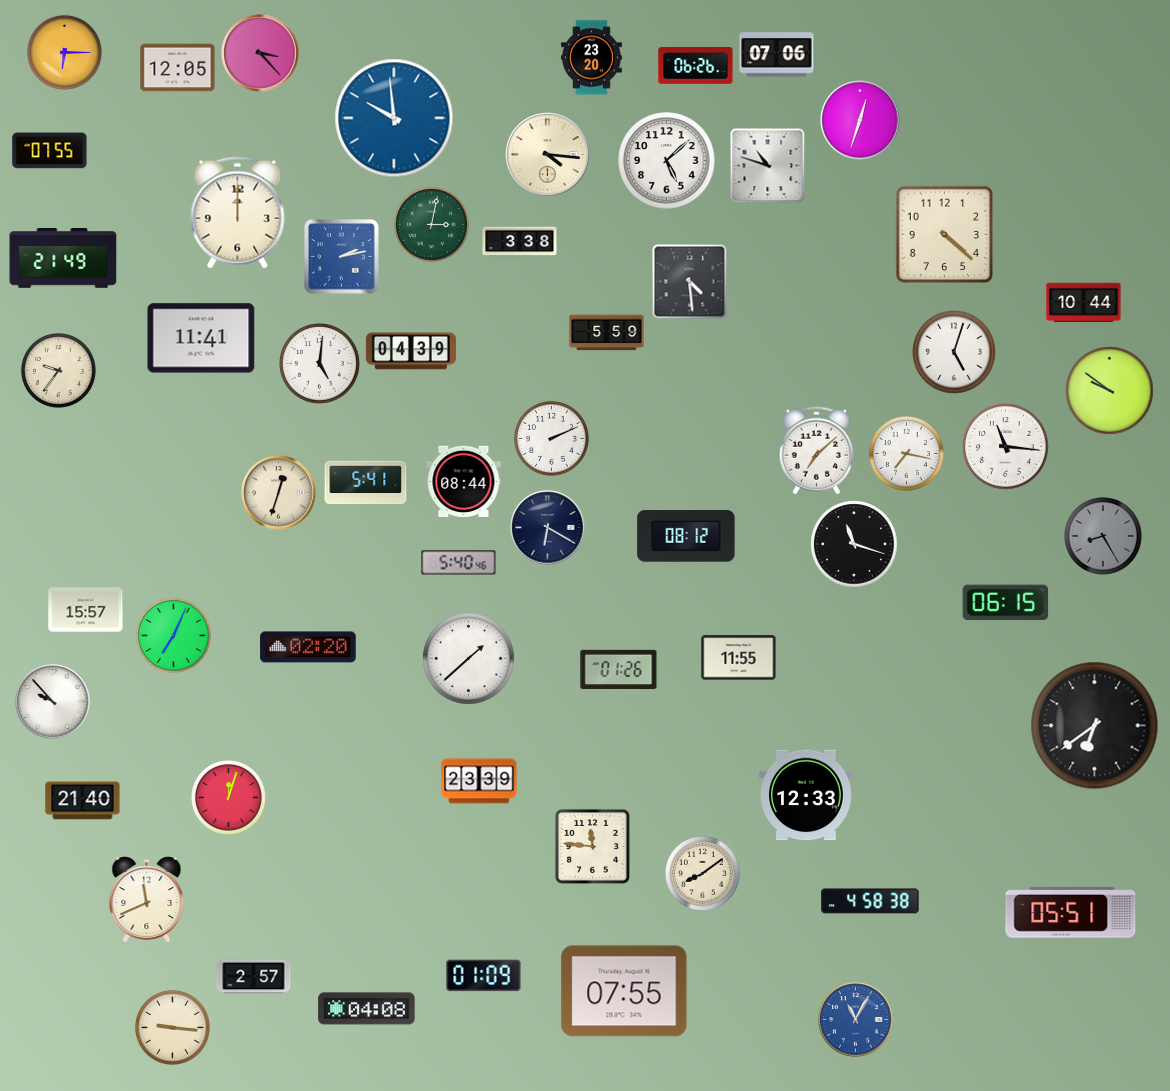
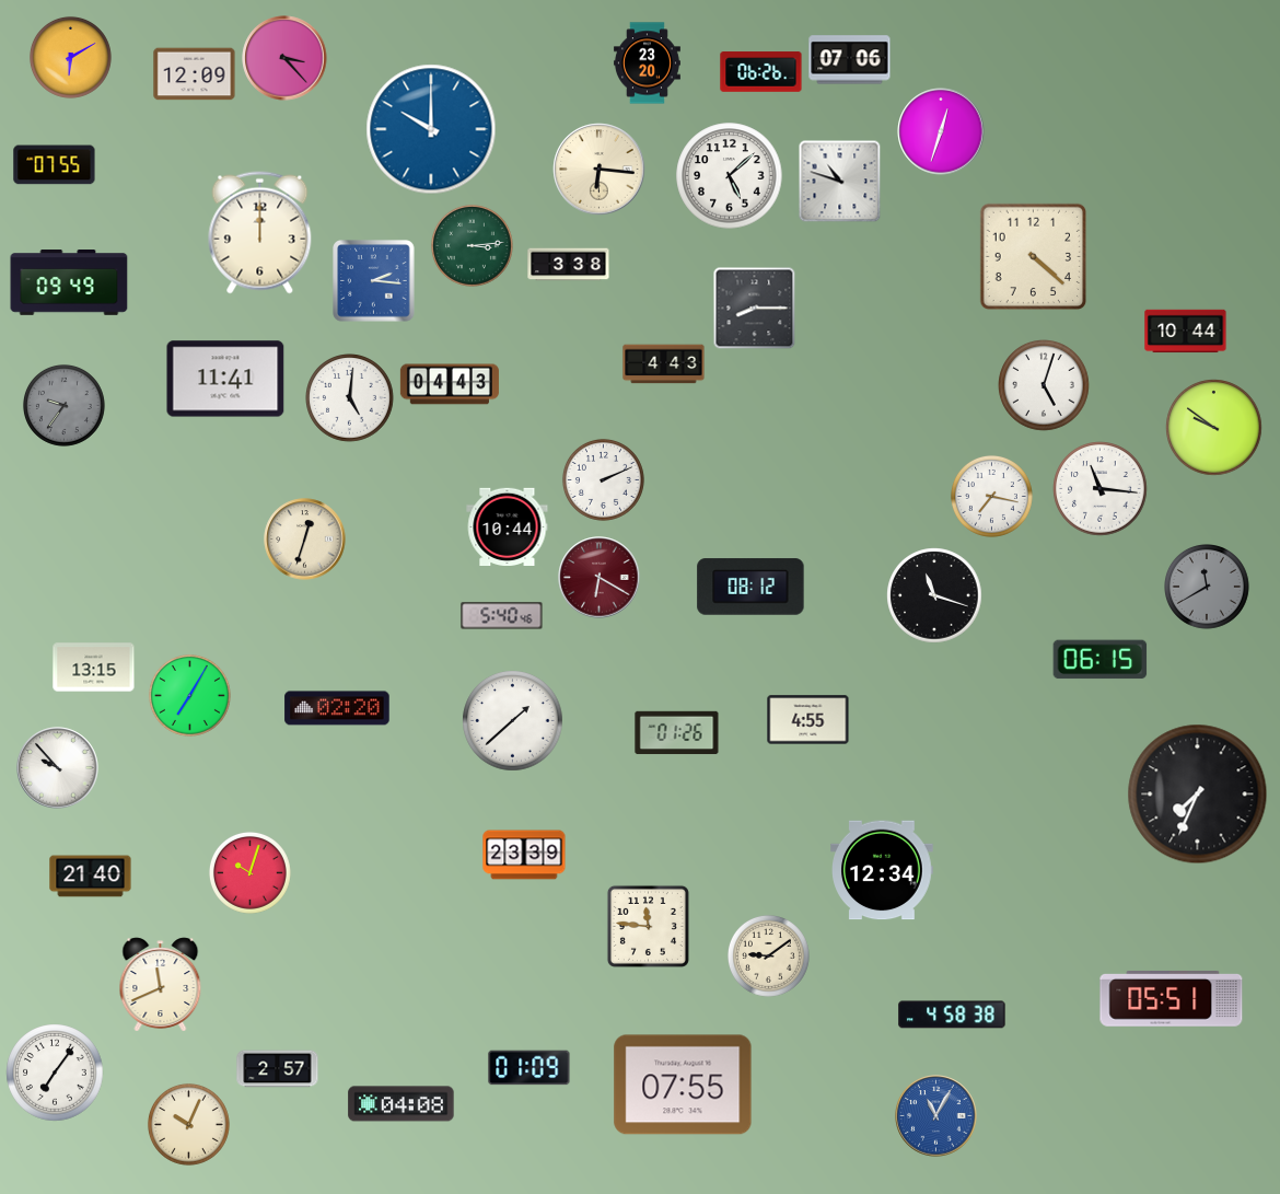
clock at (64, 52): 6:15 -> 6:10
clock at (178, 68): 12:05 -> 12:09
clock at (394, 118): 9:59 -> 10:00
clock at (548, 155): 4:16 -> 6:16
clock at (431, 224): 3:02 -> 3:14
clock at (342, 257): 2:13 -> 2:16
clock at (63, 259): 21:49 -> 09:49
clock at (690, 282): 4:29 -> 8:15
clock at (607, 333): 5:59 -> 4:43
clock at (201, 338) position: (201, 338) -> (225, 379)
clock at (411, 351): 04:39 -> 04:43
clock at (58, 370) dial: cream -> grey
clock at (816, 451): 7:08 -> none
clock at (464, 481): 08:44 -> 10:44
clock at (366, 483): 5:41 -> none
clock at (548, 528) dial: navy -> burgundy
clock at (1104, 537): 8:25 -> 11:40
clock at (86, 610): 15:57 -> 13:15
clock at (173, 635): 7:04 -> 7:05
clock at (739, 658): 11:55 -> 4:55
clock at (1095, 726): 6:39 -> 7:34
clock at (807, 795): 12:33 -> 12:34
clock at (228, 797): 12:03 -> 10:03
clock at (702, 873): 8:09 -> 9:09
clock at (870, 901) position: (870, 901) -> (952, 1015)
clock at (55, 1073): none -> 7:06
clock at (172, 1027): 9:16 -> 10:04
